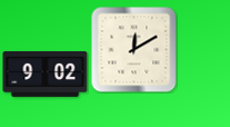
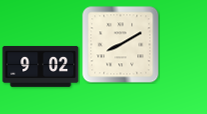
clock at (134, 50): 12:10 -> 8:10
